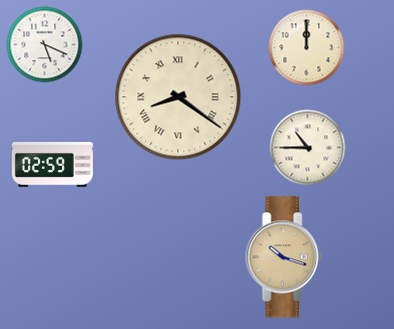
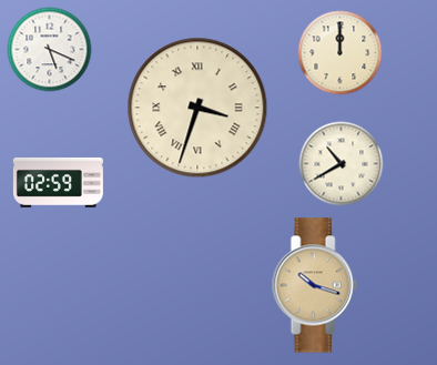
clock at (178, 97): 8:21 -> 3:33
clock at (308, 148): 10:45 -> 10:40
